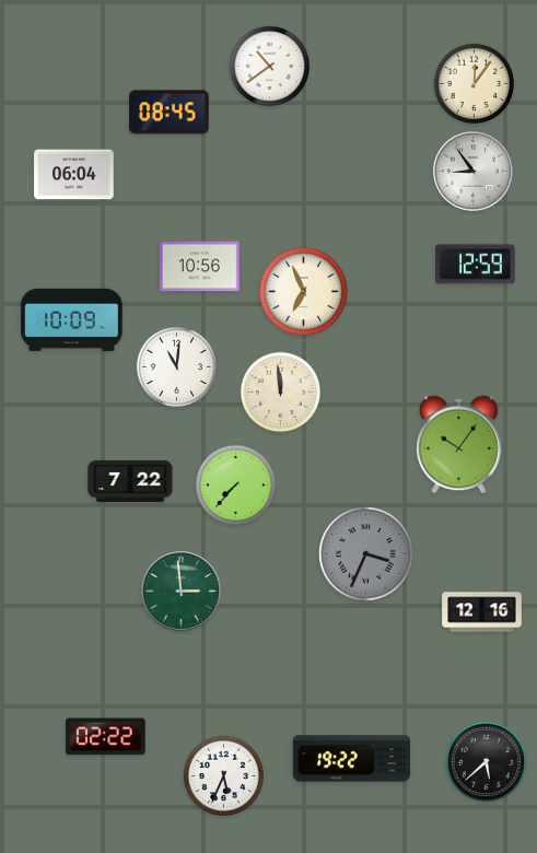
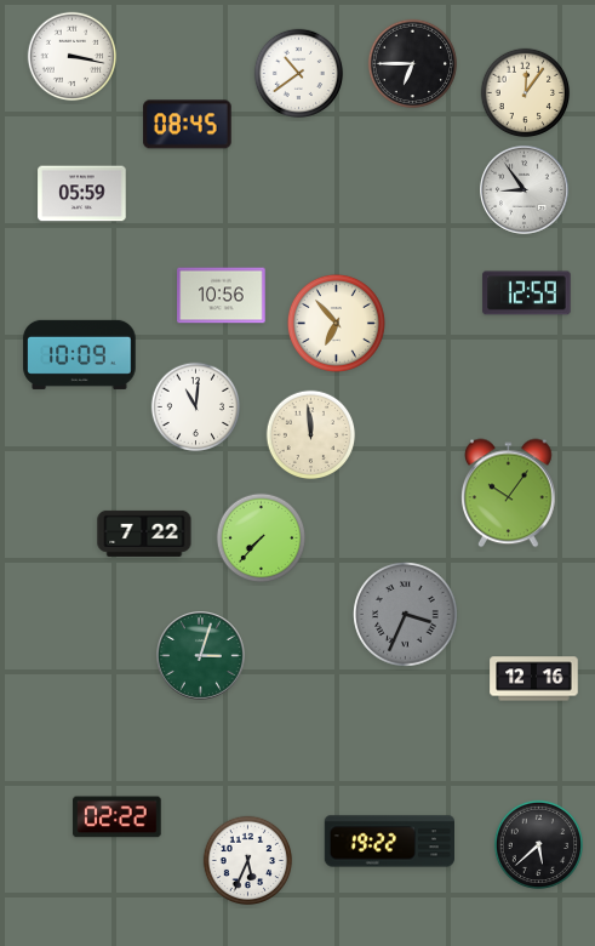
clock at (73, 57): none -> 3:17
clock at (413, 64): none -> 6:45
clock at (74, 175): 06:04 -> 05:59
clock at (303, 291): 6:56 -> 6:53
clock at (182, 592): 2:59 -> 3:03
